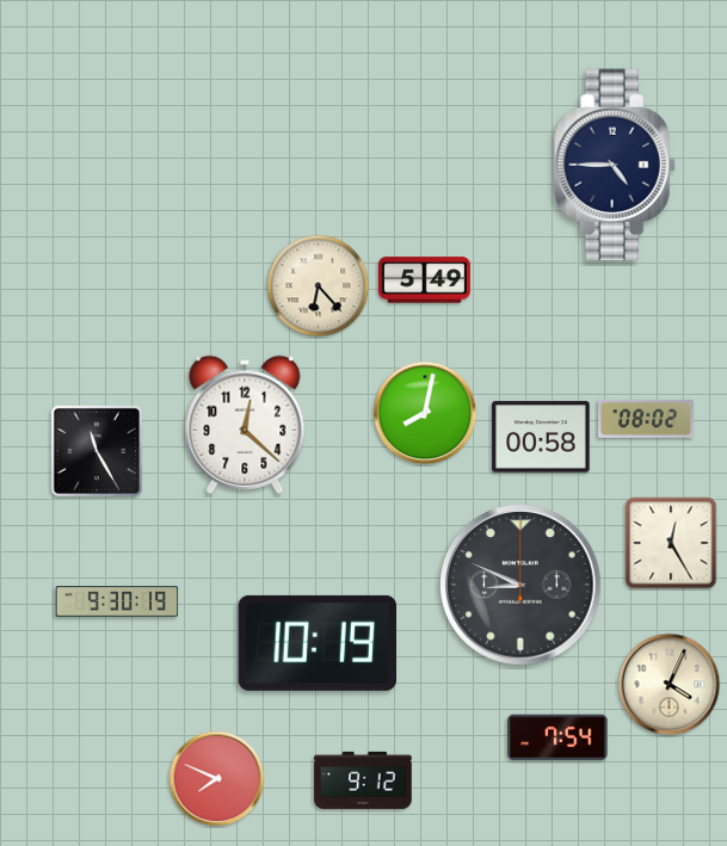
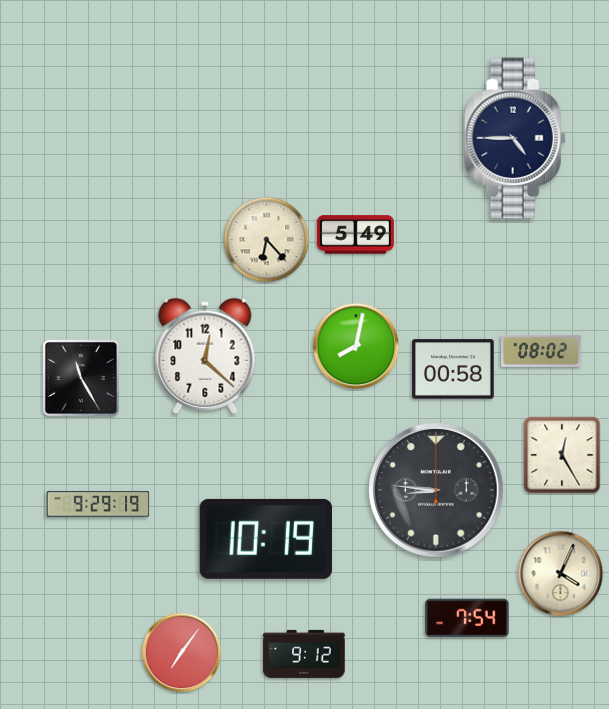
clock at (541, 437) position: (541, 437) -> (453, 369)
clock at (520, 585): 8:49 -> 8:46
clock at (117, 601): 9:30 -> 9:29
clock at (217, 779): 7:49 -> 7:06
